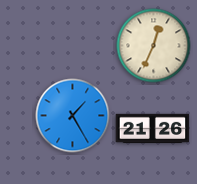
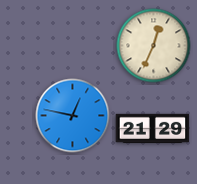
clock at (73, 116): 1:25 -> 12:47
clock at (153, 129): 21:26 -> 21:29
